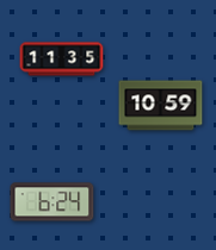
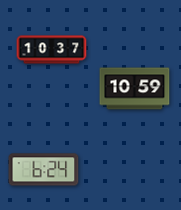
clock at (62, 60): 11:35 -> 10:37
